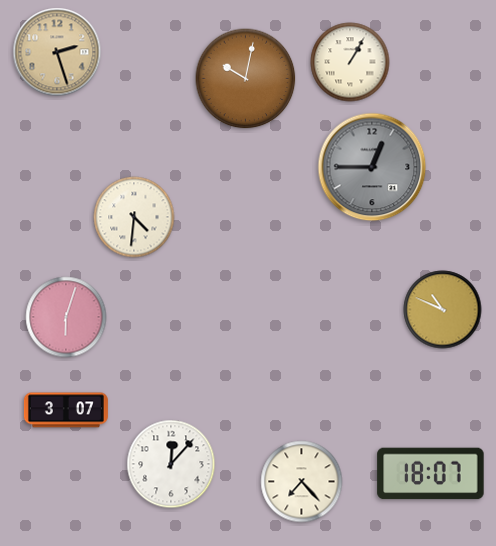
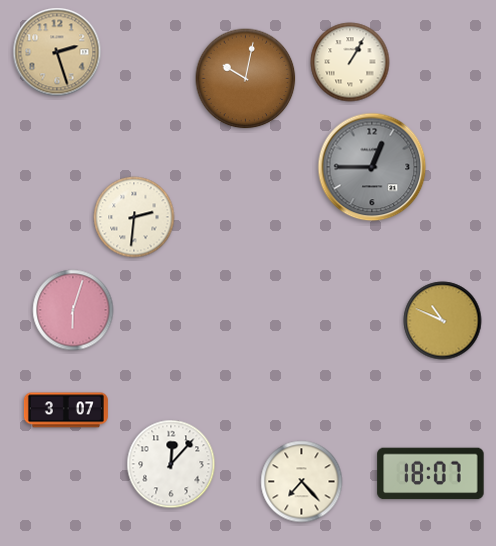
clock at (134, 217): 4:31 -> 2:31
clock at (443, 310) position: (443, 310) -> (443, 321)
clock at (66, 317) position: (66, 317) -> (73, 310)
